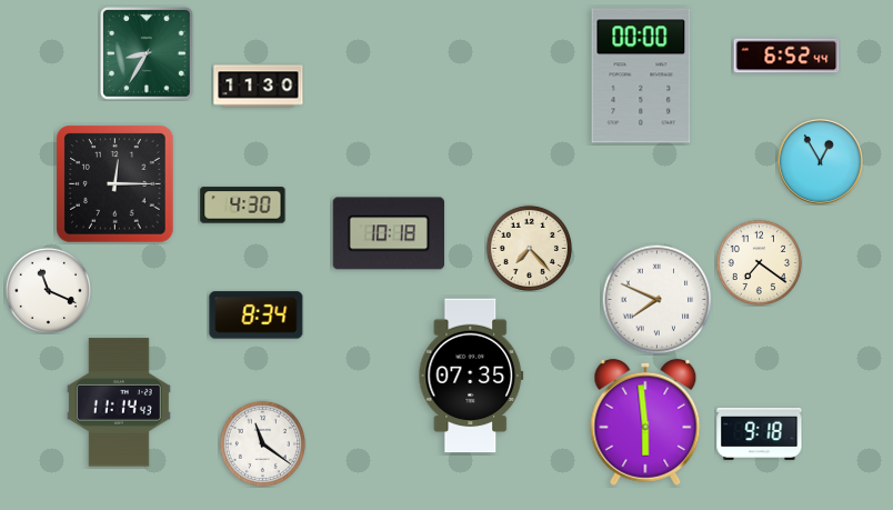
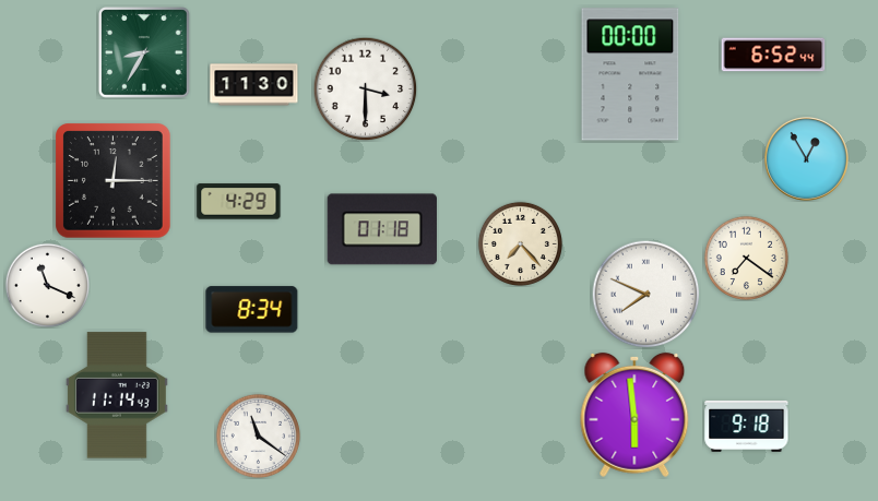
clock at (365, 88): none -> 3:30
clock at (243, 206): 4:30 -> 4:29
clock at (389, 233): 10:18 -> 01:18
clock at (471, 376): 07:35 -> none
